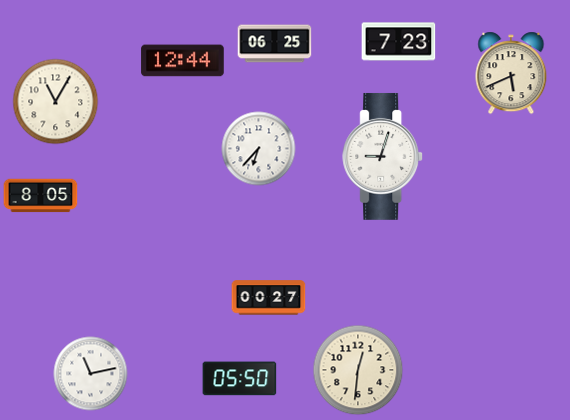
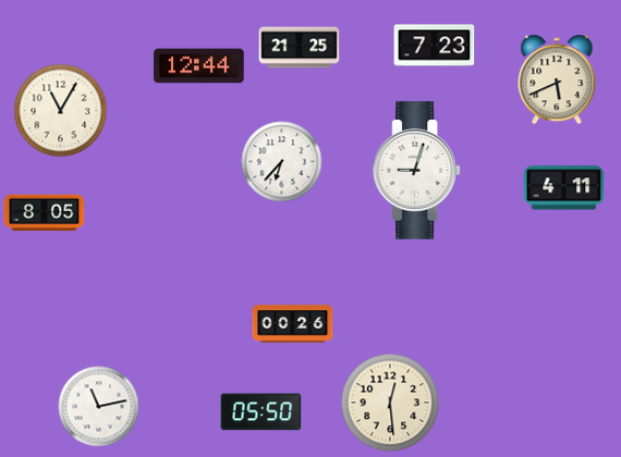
clock at (275, 44): 06:25 -> 21:25
clock at (564, 188): none -> 4:11
clock at (269, 298): 00:27 -> 00:26
clock at (358, 370): 12:31 -> 12:29
